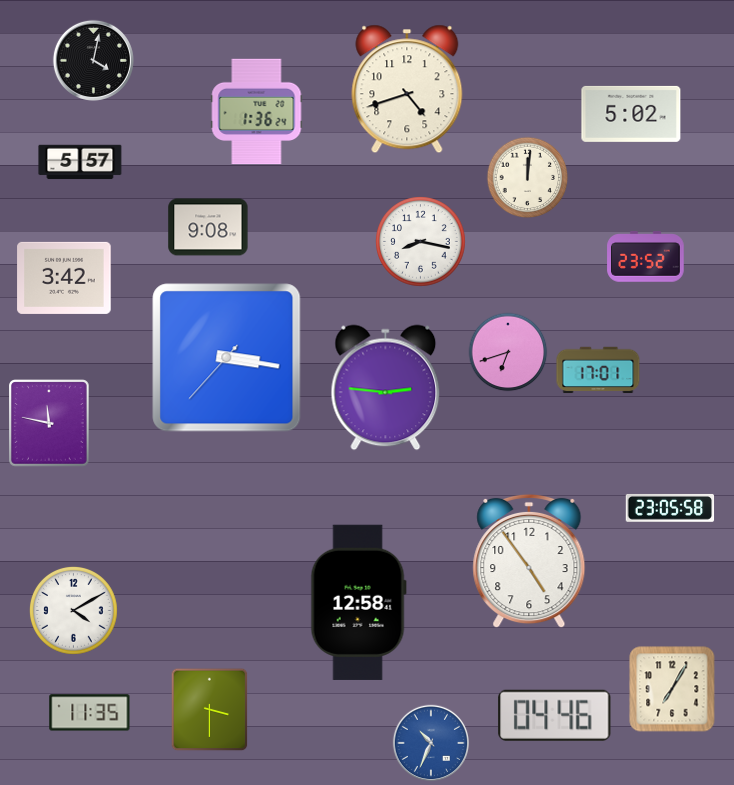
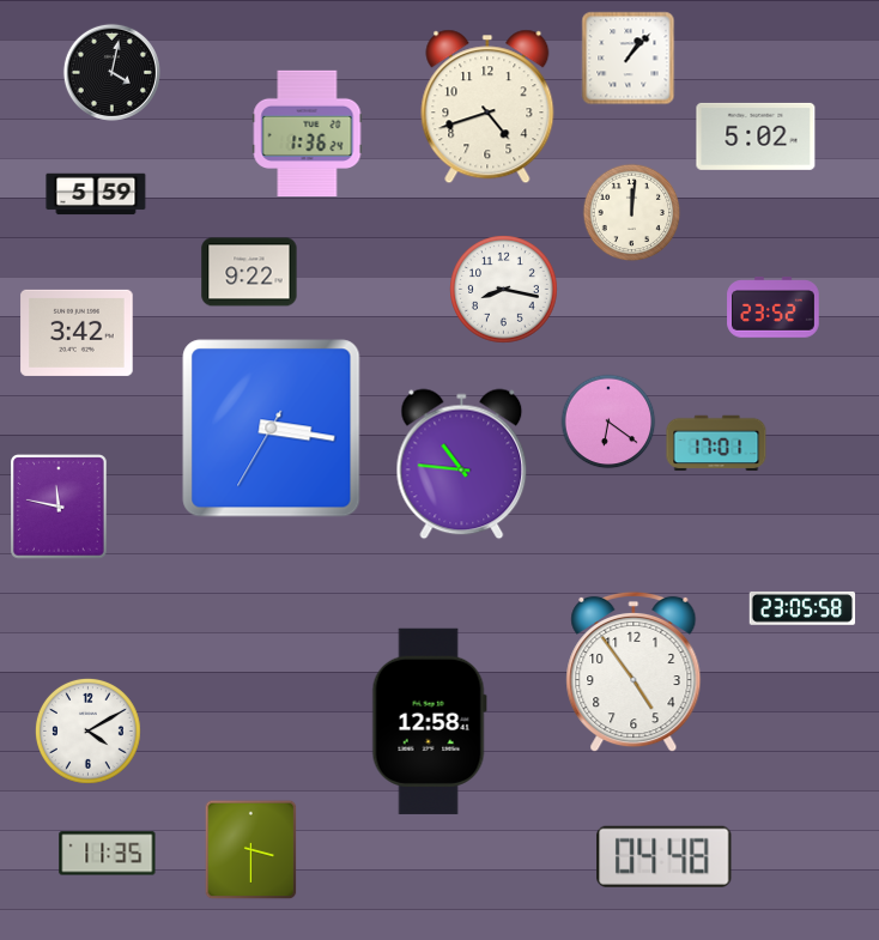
clock at (629, 59): none -> 1:07
clock at (80, 162): 5:57 -> 5:59
clock at (208, 227): 9:08 -> 9:22
clock at (508, 352): 6:42 -> 6:21
clock at (227, 358): 3:16:37 -> 3:16:35
clock at (386, 388): 2:46 -> 10:46
clock at (672, 689): 7:05 -> none
clock at (555, 715): 04:46 -> 04:48
clock at (431, 743): 10:34 -> none
